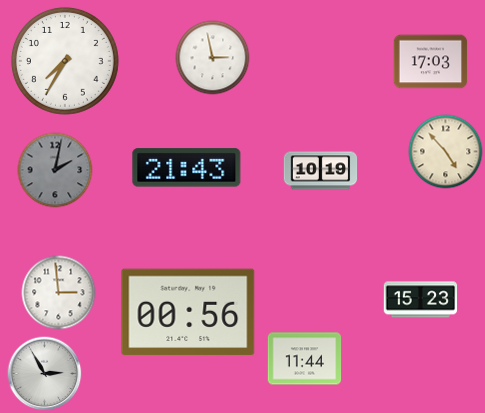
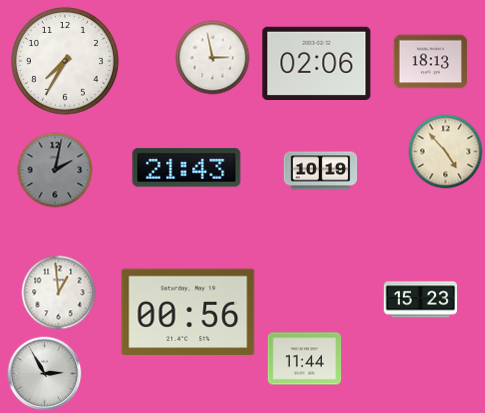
clock at (431, 62): 17:03 -> 18:13
clock at (317, 63): none -> 02:06
clock at (59, 293): 2:59 -> 12:59
